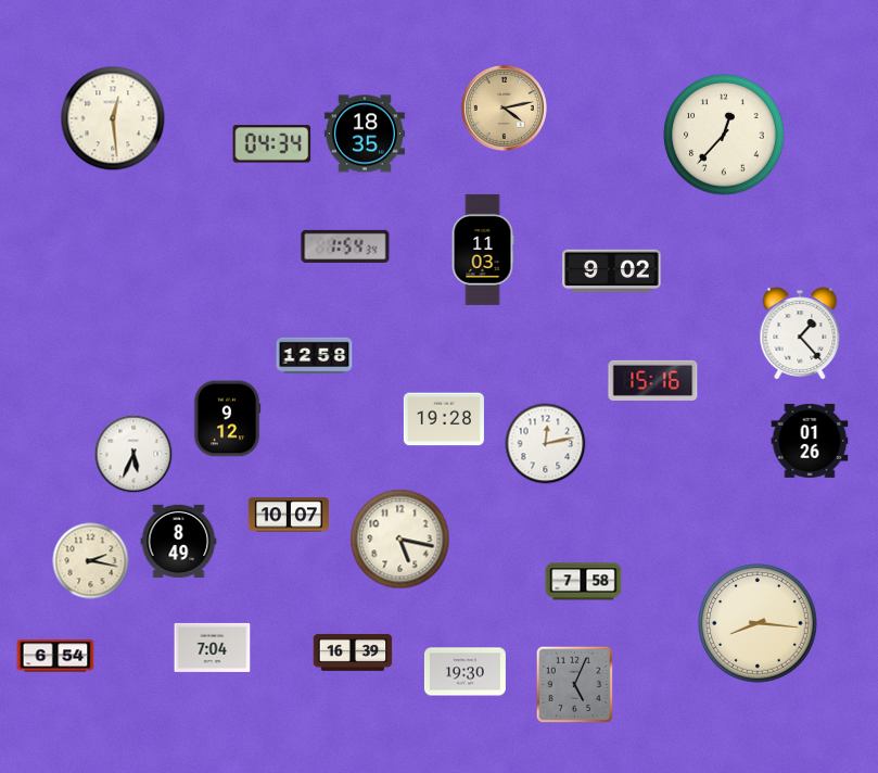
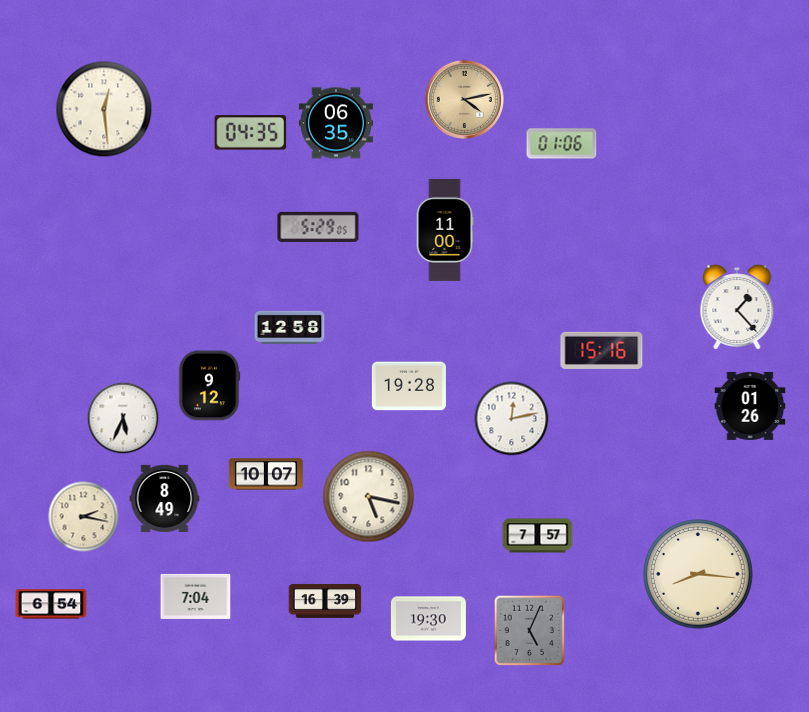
clock at (365, 134): 18:35 -> 06:35
clock at (724, 135): 12:37 -> none
clock at (272, 144): 04:34 -> 04:35
clock at (562, 144): none -> 01:06
clock at (345, 245): 1:54 -> 5:29
clock at (483, 250): 11:03 -> 11:00
clock at (612, 271): 9:02 -> none
clock at (810, 441) position: (810, 441) -> (750, 406)
clock at (546, 444) position: (546, 444) -> (512, 419)
clock at (584, 582): 7:58 -> 7:57
